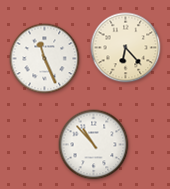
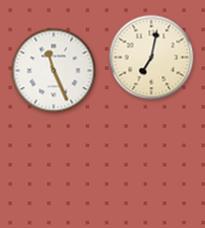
clock at (126, 48): 6:23 -> 7:02
clock at (94, 145): 10:53 -> none
